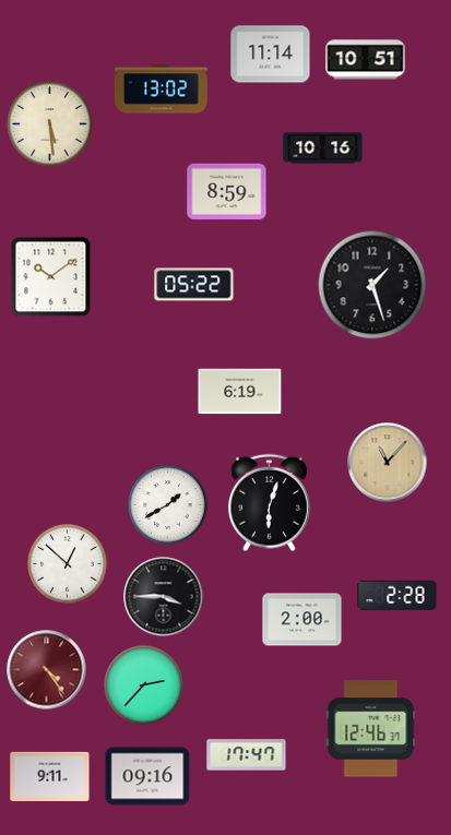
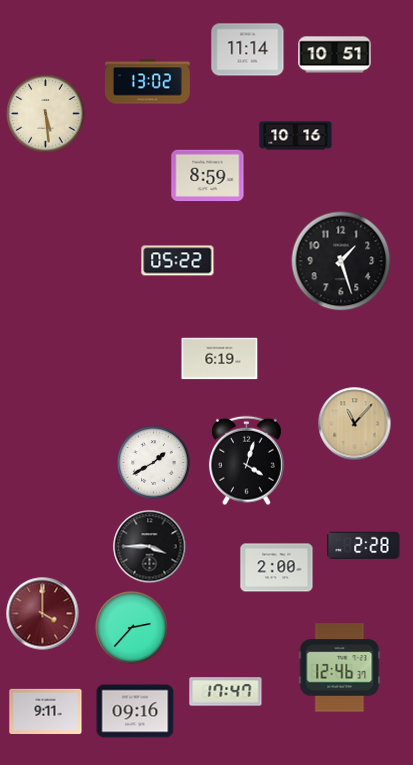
clock at (51, 277): 10:09 -> none
clock at (269, 503): 6:03 -> 4:03
clock at (68, 564): 12:52 -> none
clock at (47, 670): 4:24 -> 4:00
